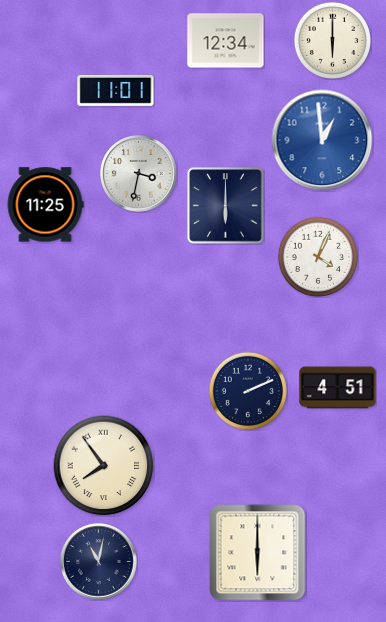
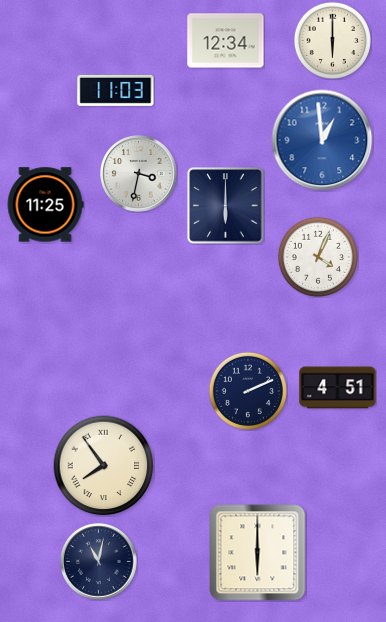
clock at (116, 90): 11:01 -> 11:03
